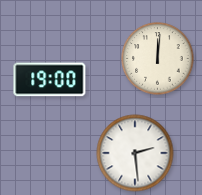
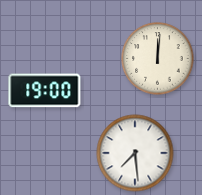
clock at (50, 80) position: (50, 80) -> (45, 91)
clock at (135, 153): 2:29 -> 7:29
